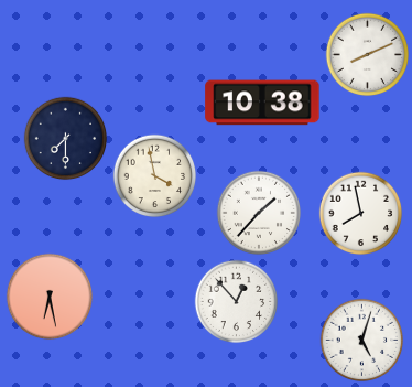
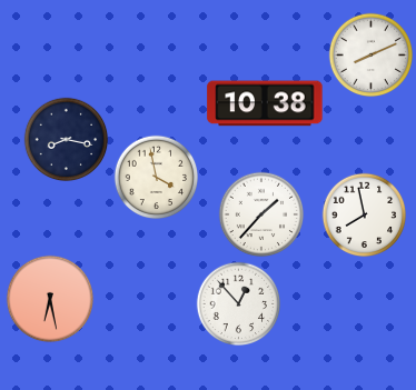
clock at (66, 139): 7:30 -> 8:17
clock at (362, 341): 5:03 -> none
